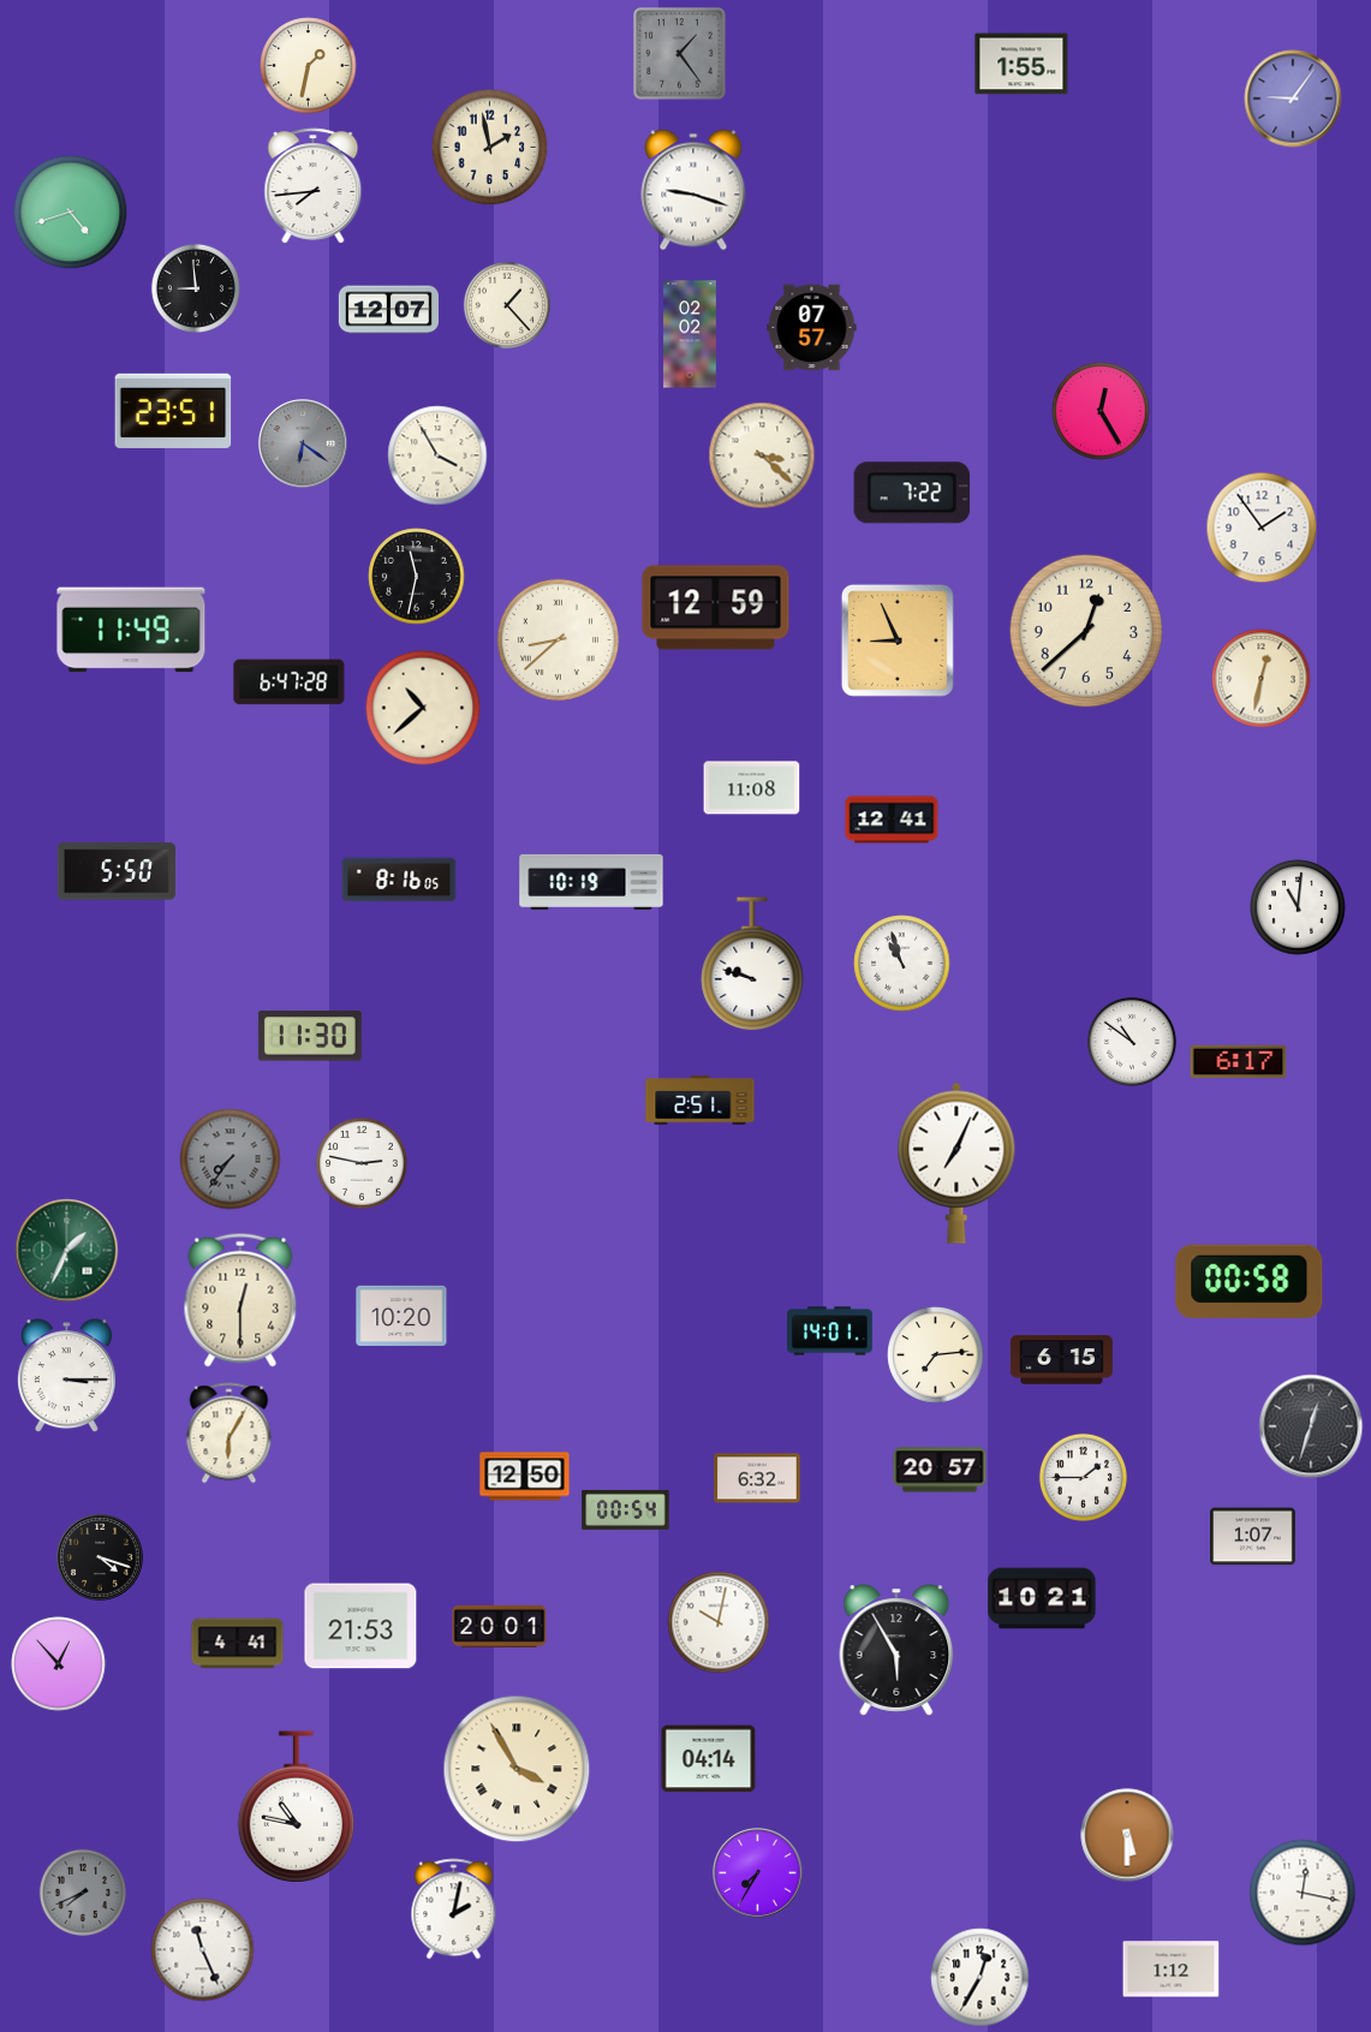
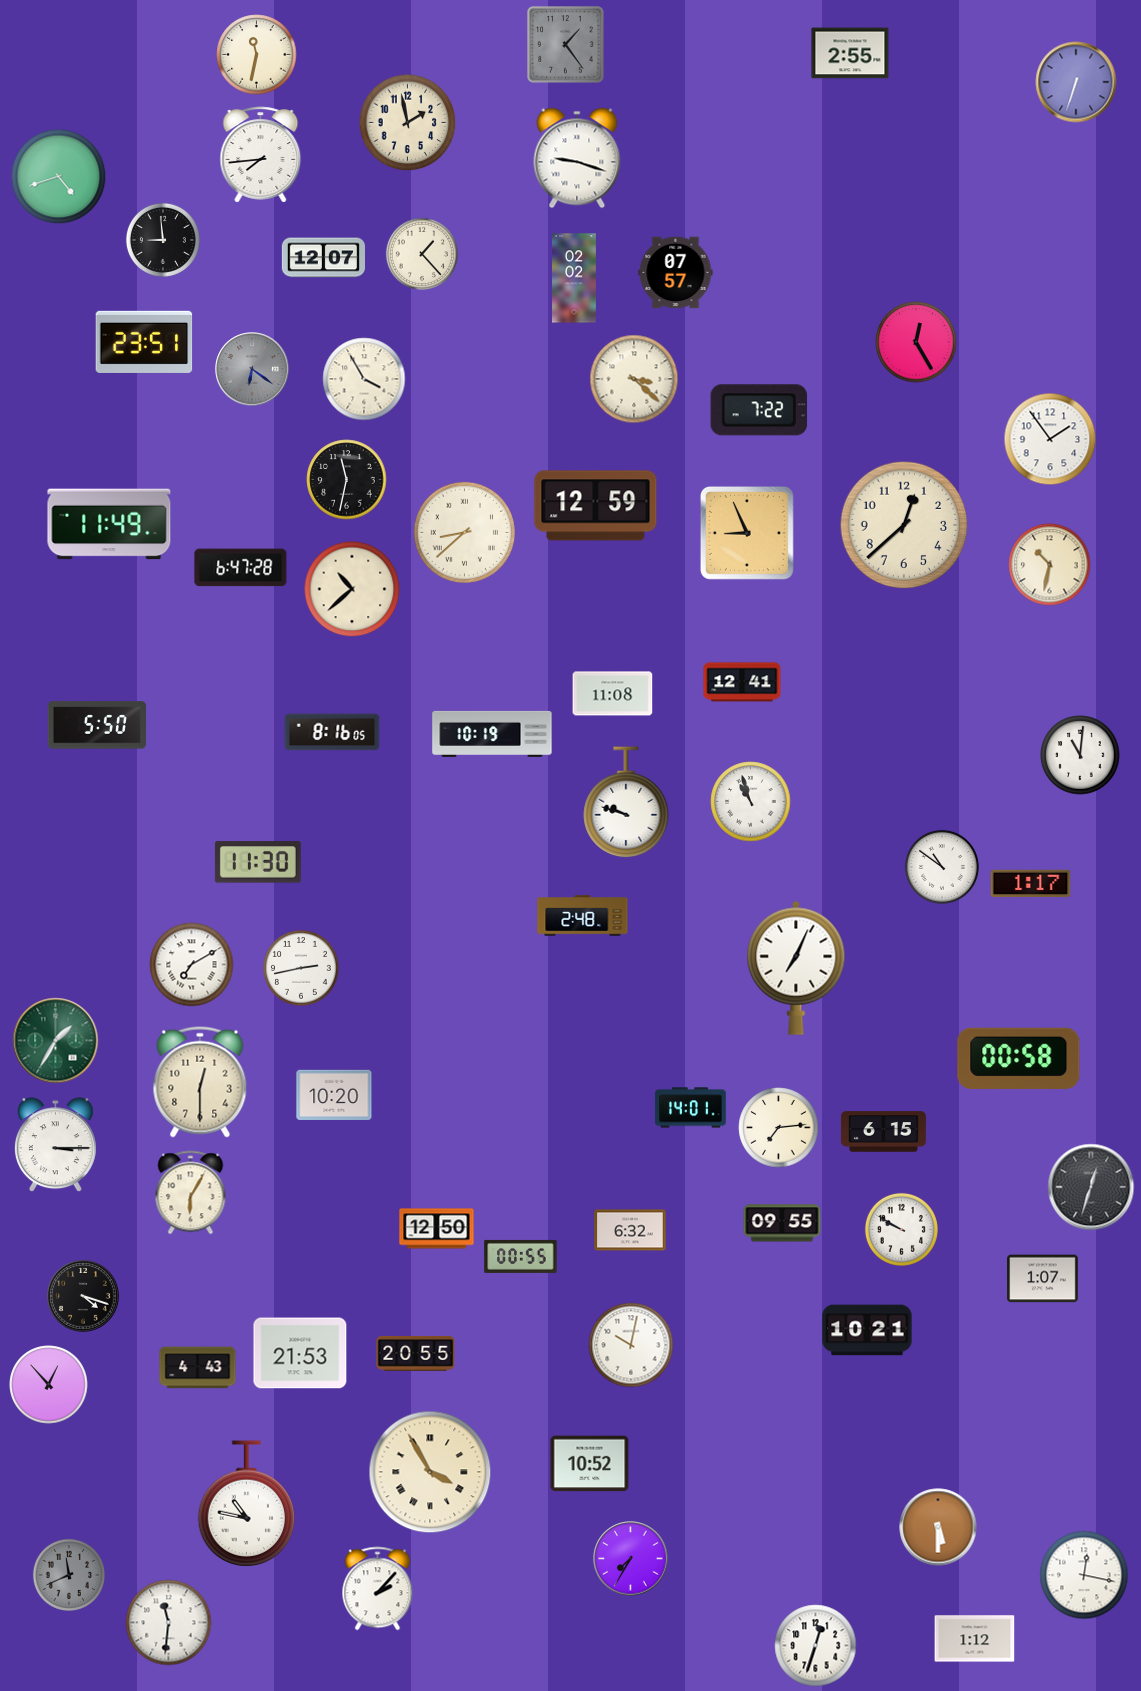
clock at (1021, 64): 1:55 -> 2:55
clock at (309, 66): 1:32 -> 11:32
clock at (1293, 99): 9:06 -> 6:33
clock at (1262, 679): 12:32 -> 10:32
clock at (752, 788) position: (752, 788) -> (613, 694)
clock at (1239, 1062): 6:17 -> 1:17
clock at (701, 1101): 2:51 -> 2:48
clock at (231, 1160): 7:36 -> 7:10
clock at (231, 1160) dial: grey -> white
clock at (362, 1163): 2:47 -> 2:43
clock at (67, 1251): 1:34 -> 1:35
clock at (1250, 1281) position: (1250, 1281) -> (1019, 1058)
clock at (940, 1470): 20:57 -> 09:55
clock at (1083, 1477): 1:45 -> 9:50
clock at (626, 1509): 00:54 -> 00:55
clock at (719, 1622) position: (719, 1622) -> (631, 1345)
clock at (500, 1626): 20:01 -> 20:55
clock at (238, 1644): 4:41 -> 4:43
clock at (896, 1650): 5:55 -> none
clock at (709, 1759): 04:14 -> 10:52
clock at (82, 1891): 7:41 -> 11:41
clock at (454, 1909): 2:02 -> 2:07
clock at (203, 1950): 11:26 -> 11:31
clock at (980, 1978): 12:35 -> 12:33
